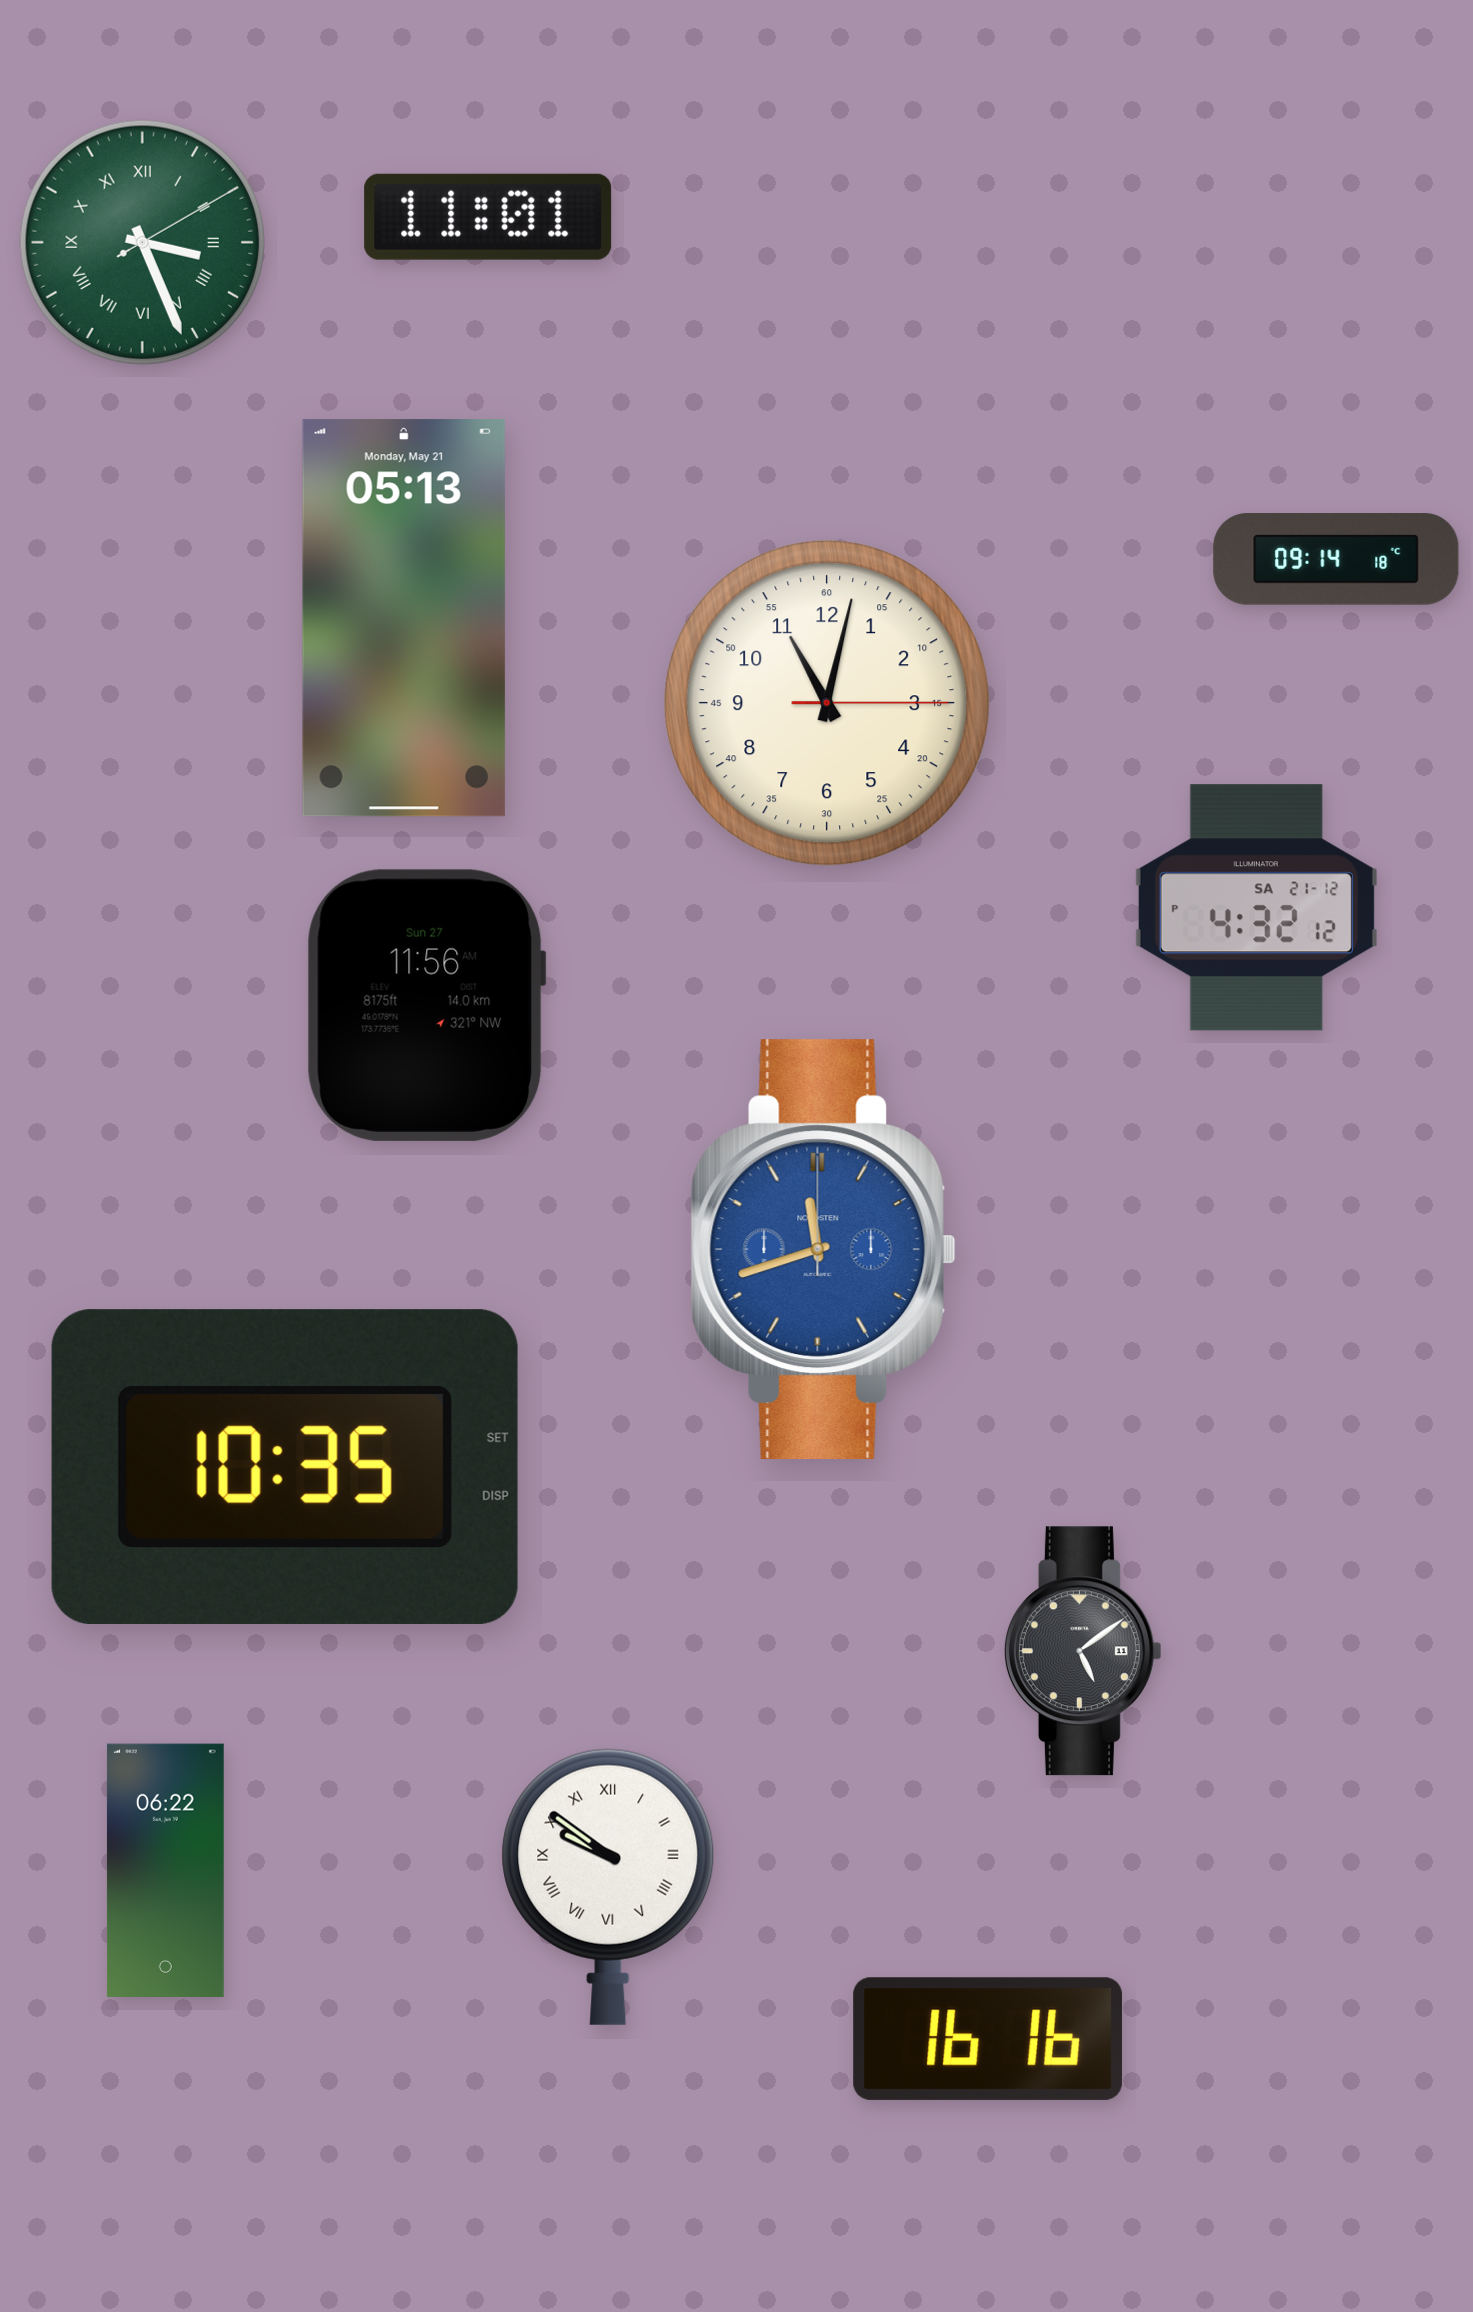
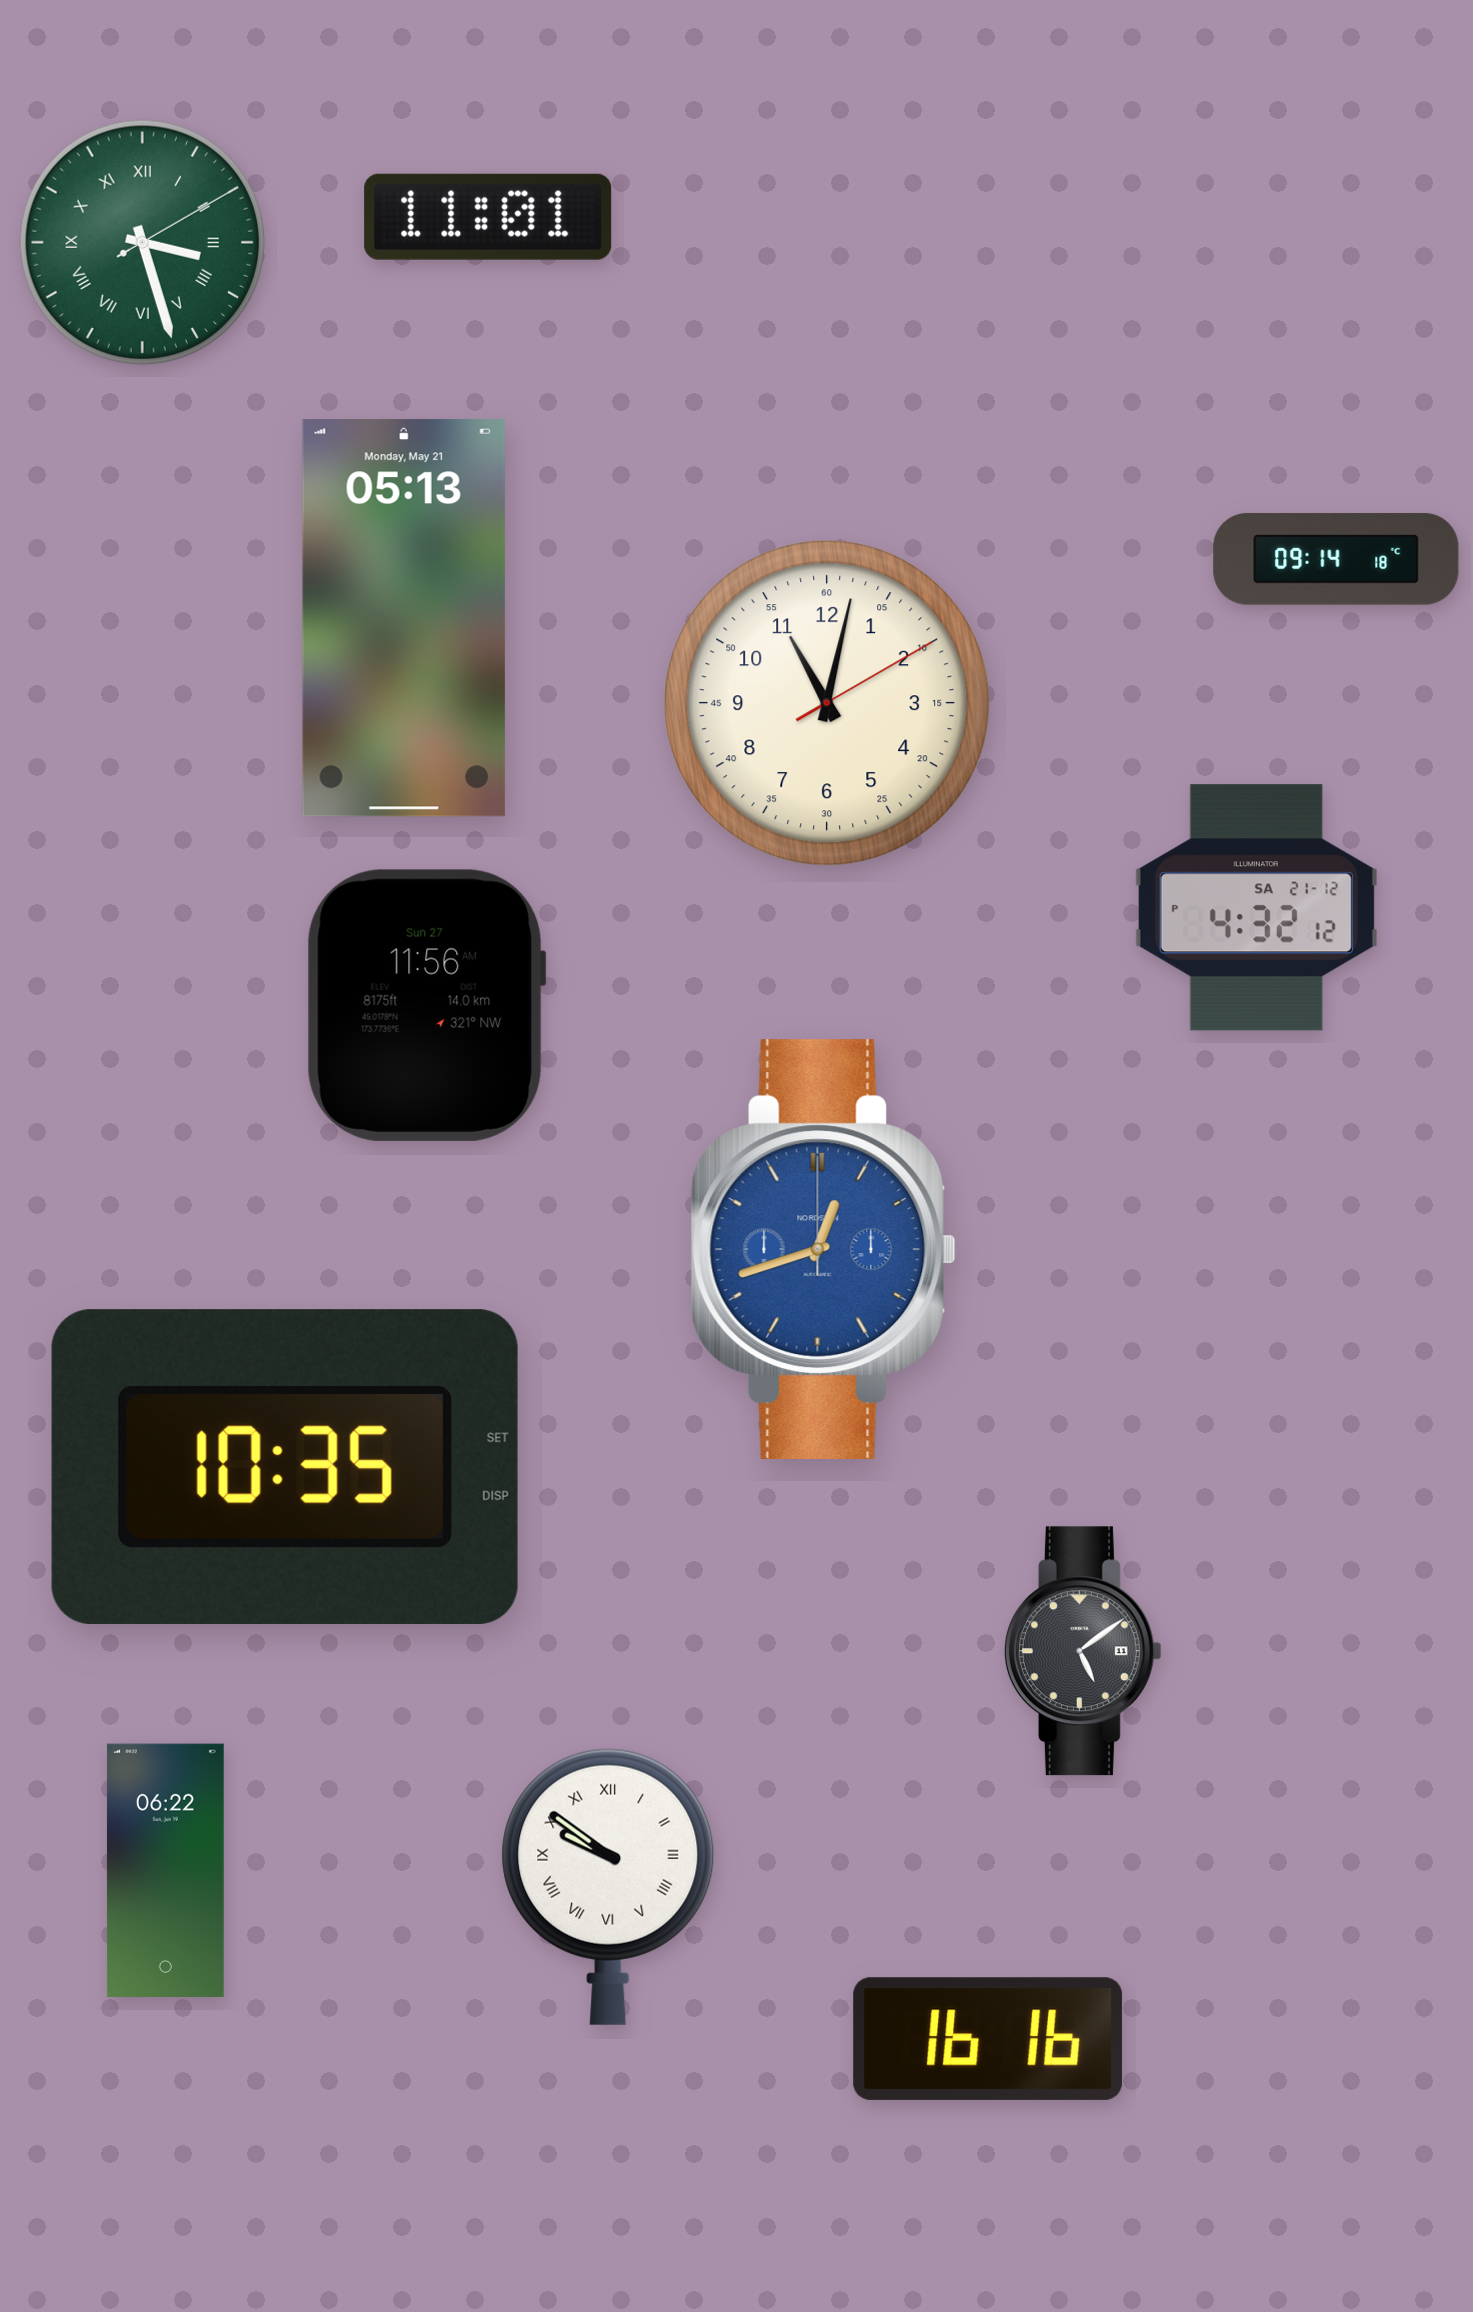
clock at (142, 242): 3:26 -> 3:27
clock at (827, 703): 11:02:15 -> 11:02:10
clock at (823, 1249): 11:42 -> 12:42
